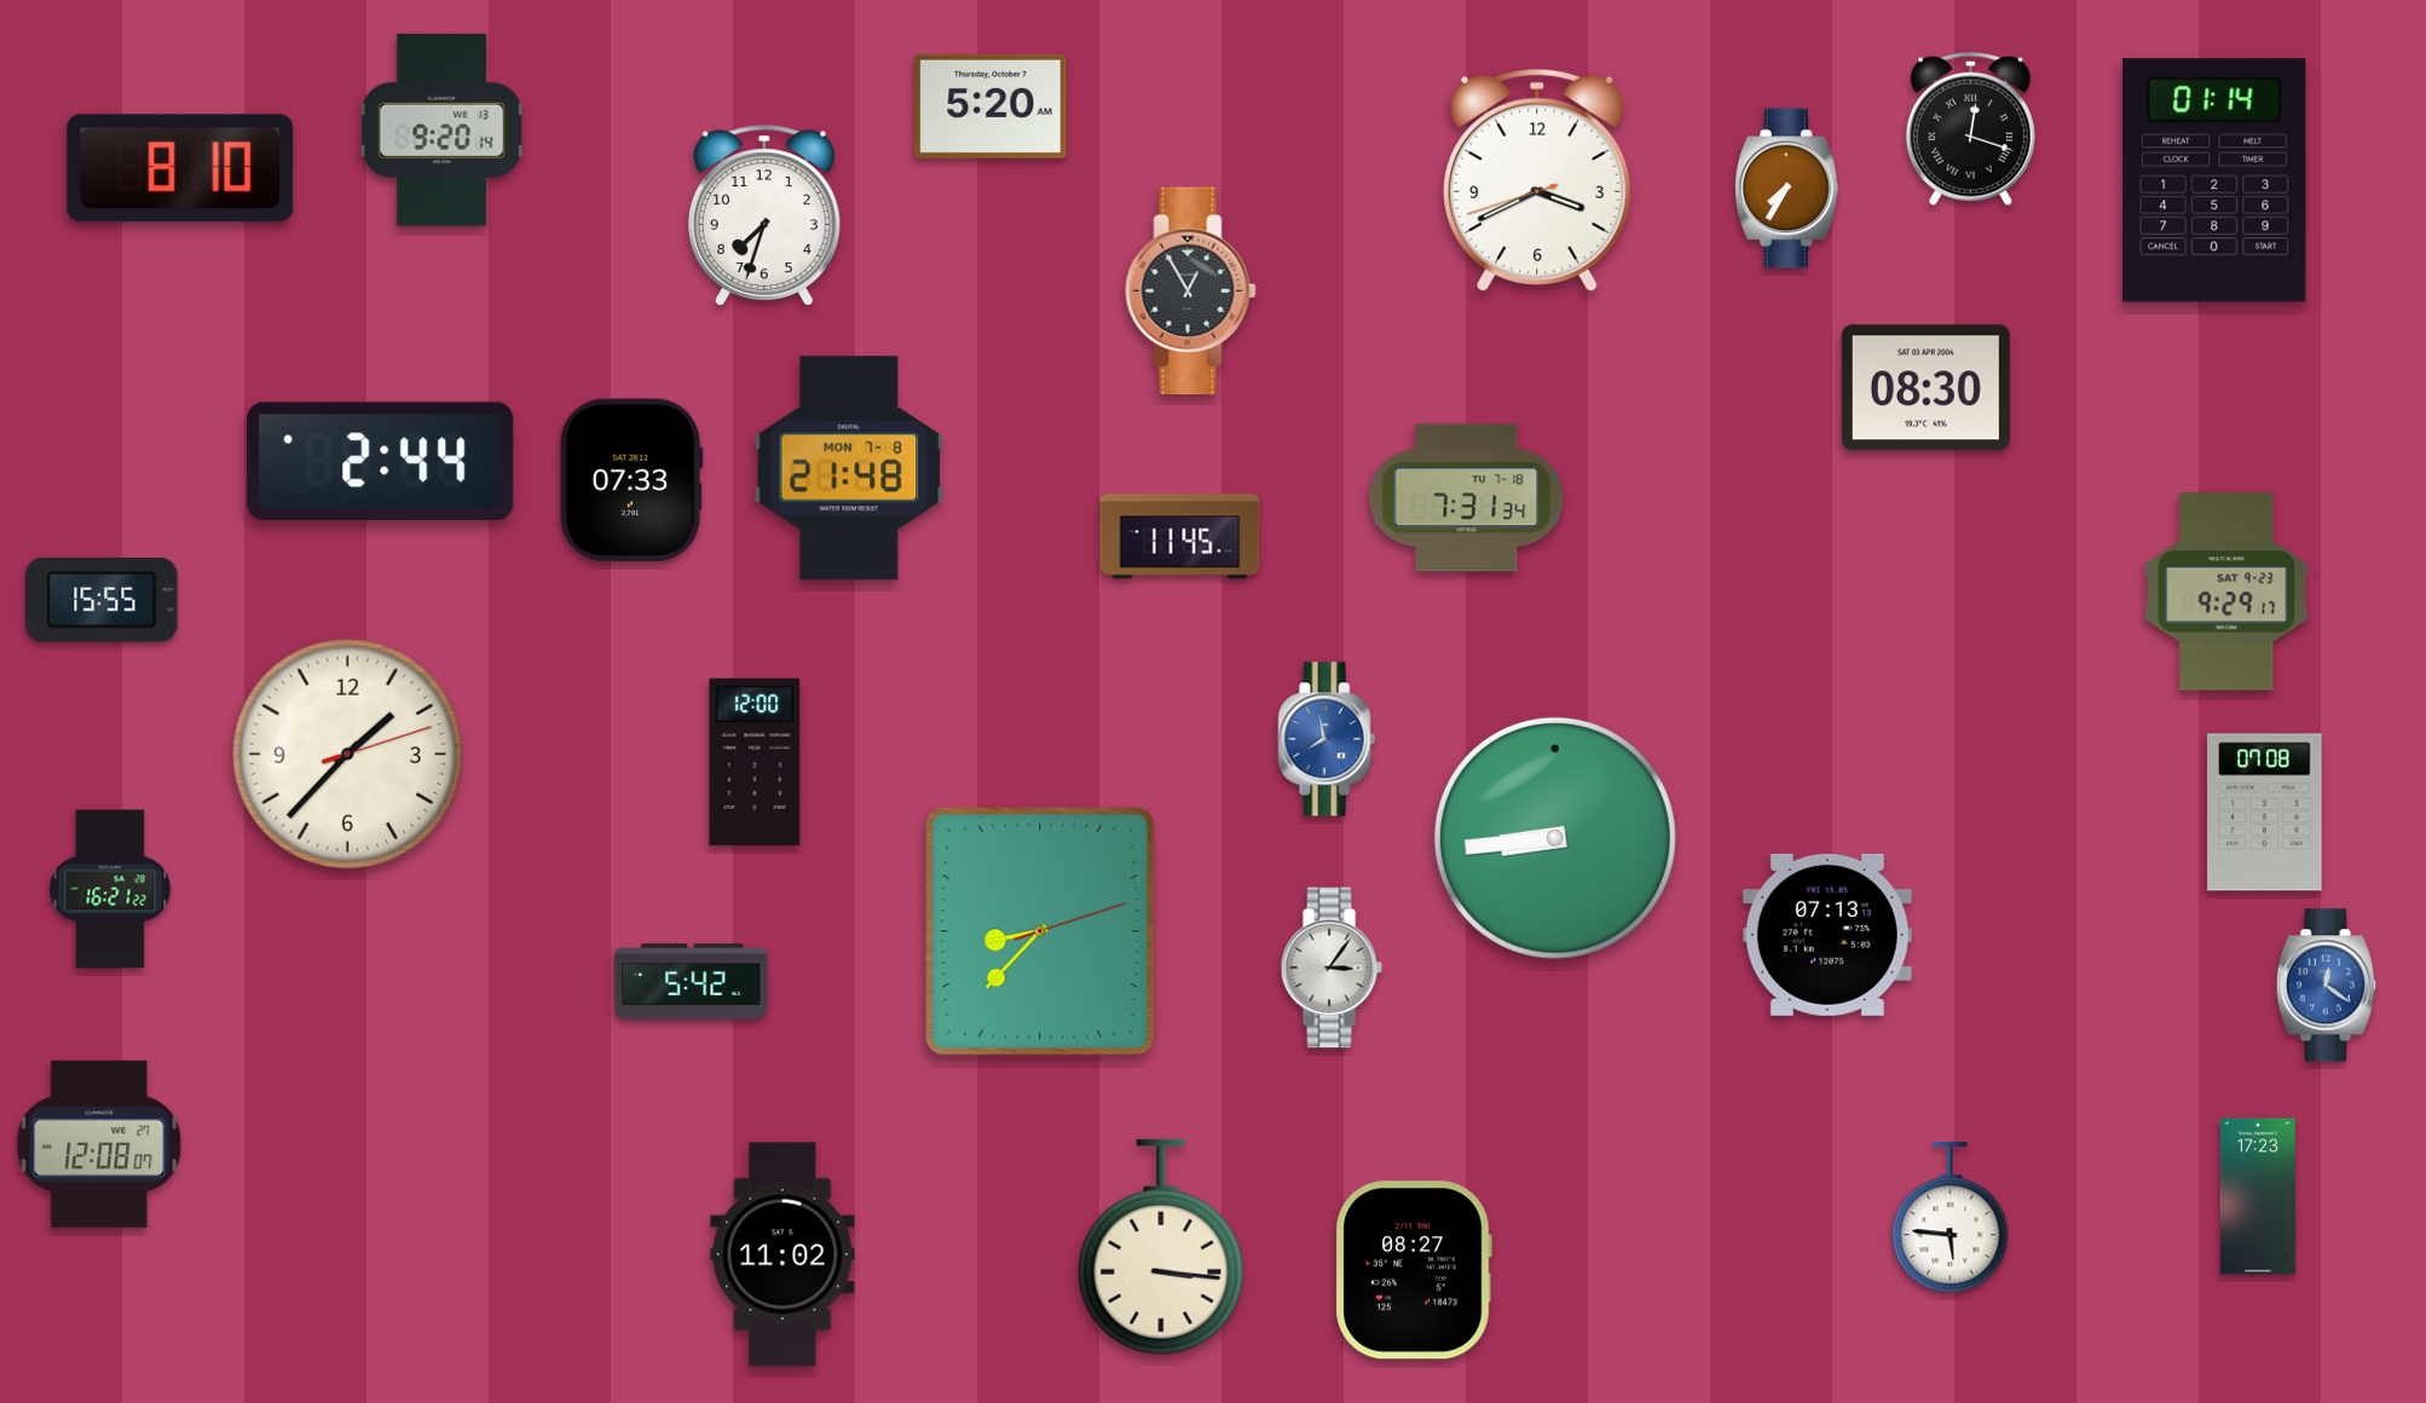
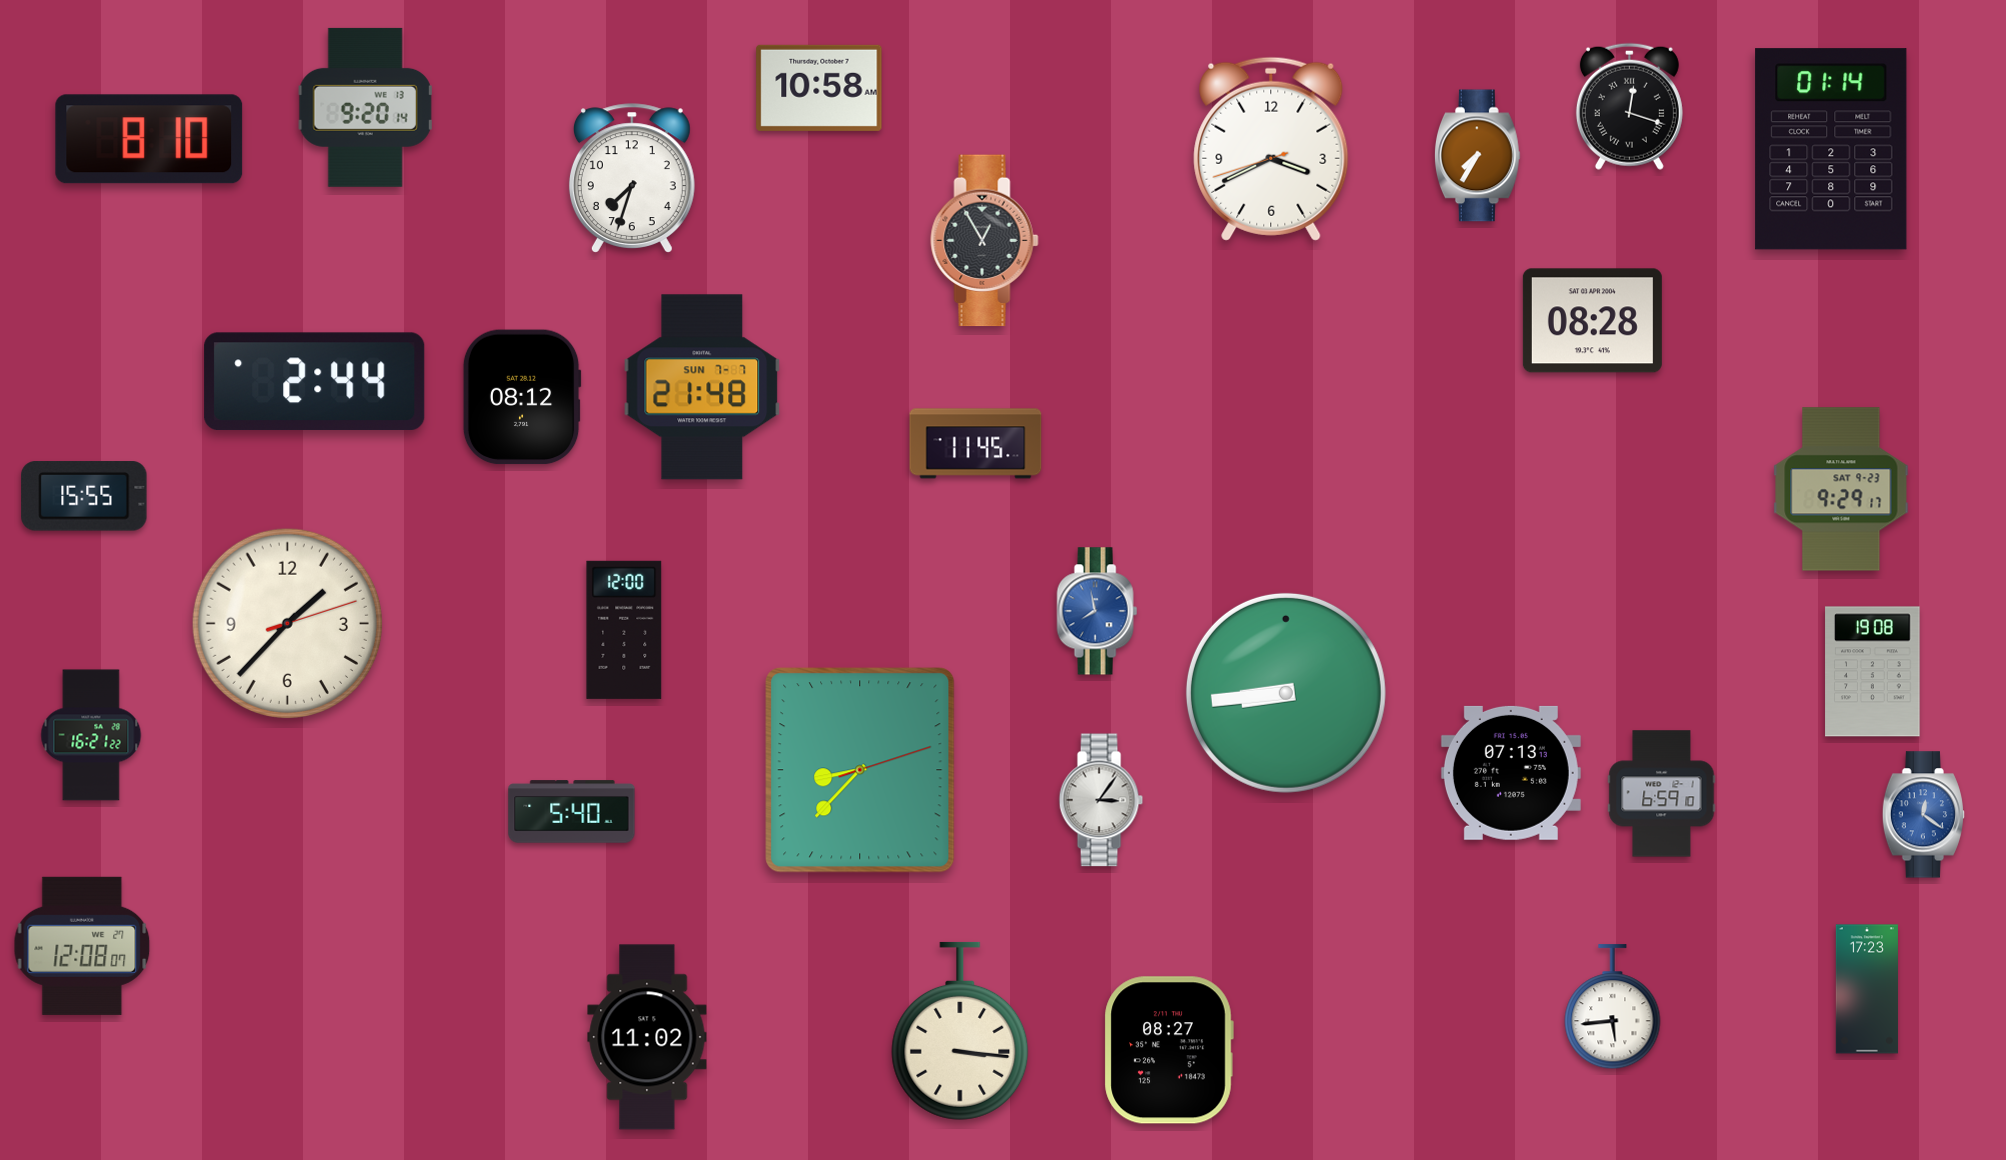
clock at (990, 106): 5:20 -> 10:58
clock at (1925, 388): 08:30 -> 08:28
clock at (849, 468) date: MON 7-8 -> SUN 7-7
clock at (631, 480): 07:33 -> 08:12
clock at (1467, 498): 7:31 -> none
clock at (2265, 813): 07:08 -> 19:08
clock at (1662, 794): none -> 6:59
clock at (692, 982): 5:42 -> 5:40
clock at (1951, 1218): 5:46 -> 5:44
